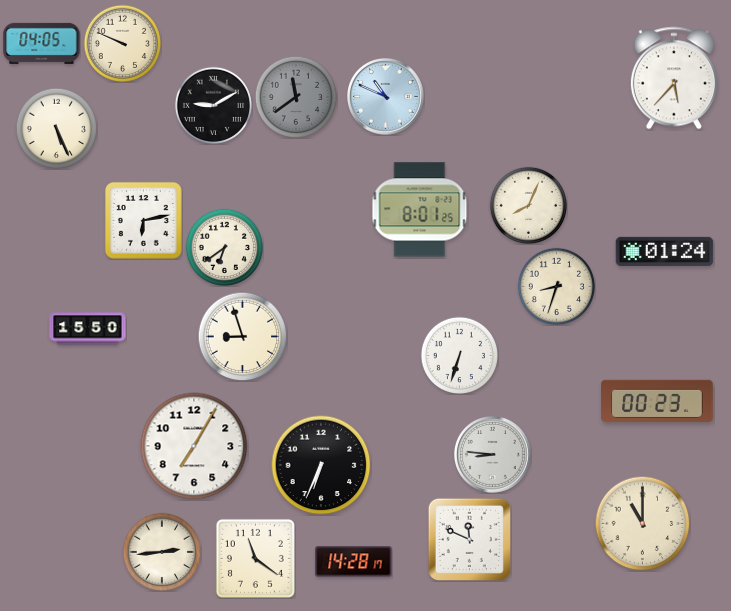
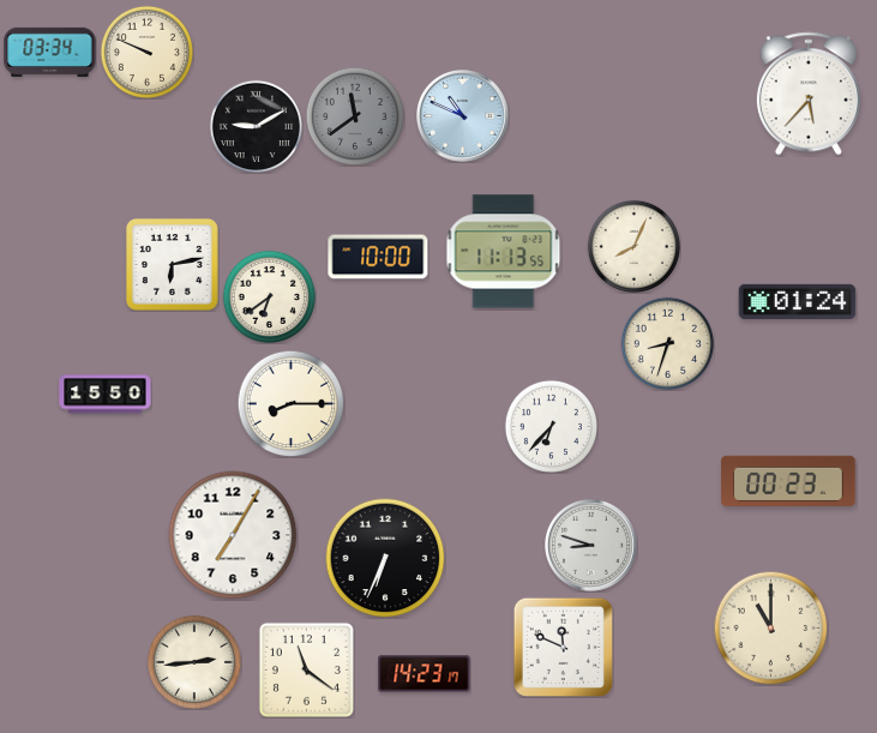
clock at (42, 43): 04:05 -> 03:34
clock at (56, 128): 5:26 -> none
clock at (420, 210): 8:01 -> 11:13
clock at (378, 257): none -> 10:00
clock at (242, 336): 8:57 -> 8:15
clock at (459, 355): 6:33 -> 6:37
clock at (493, 455): 8:46 -> 8:48
clock at (354, 562): 14:28 -> 14:23
